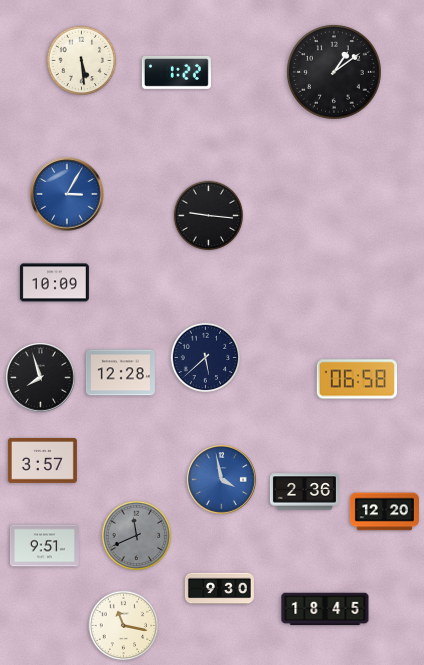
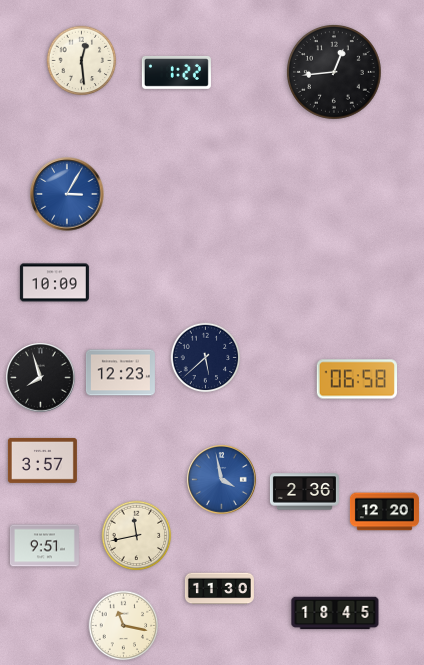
clock at (82, 61): 5:29 -> 12:29
clock at (334, 72): 1:09 -> 12:44
clock at (209, 216): 9:16 -> none
clock at (120, 373): 12:28 -> 12:23
clock at (137, 536): 11:41 -> 11:43
clock at (137, 536) dial: grey -> cream
clock at (219, 589): 9:30 -> 11:30
clock at (325, 609) position: (325, 609) -> (335, 613)
